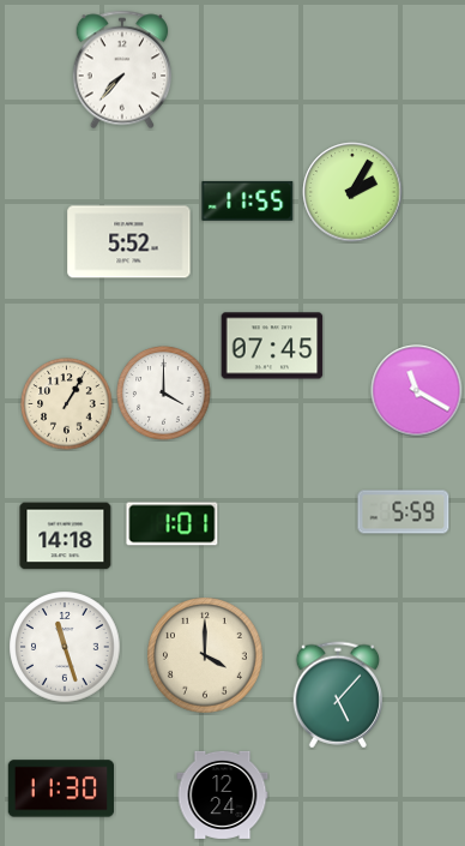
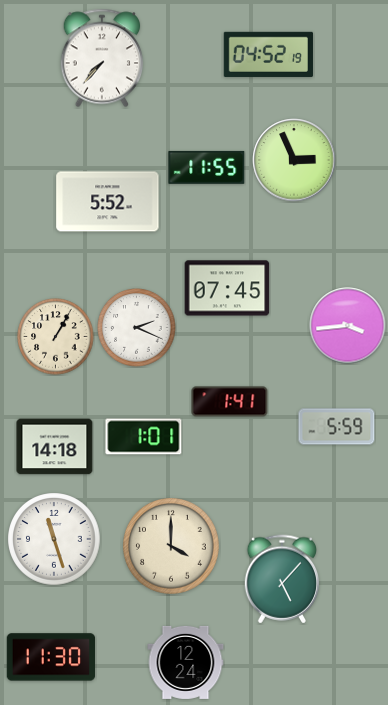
clock at (268, 54): none -> 04:52
clock at (352, 192): 2:05 -> 2:56
clock at (417, 391): 11:20 -> 3:44
clock at (164, 394): 4:00 -> 2:19
clock at (230, 402): none -> 1:41
